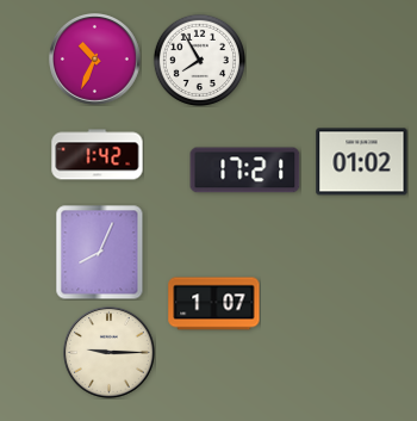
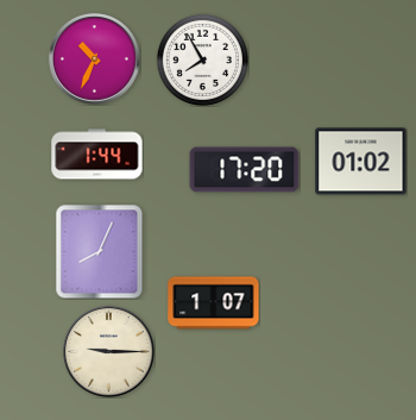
clock at (199, 60) position: (199, 60) -> (202, 59)
clock at (98, 155): 1:42 -> 1:44
clock at (245, 171): 17:21 -> 17:20
